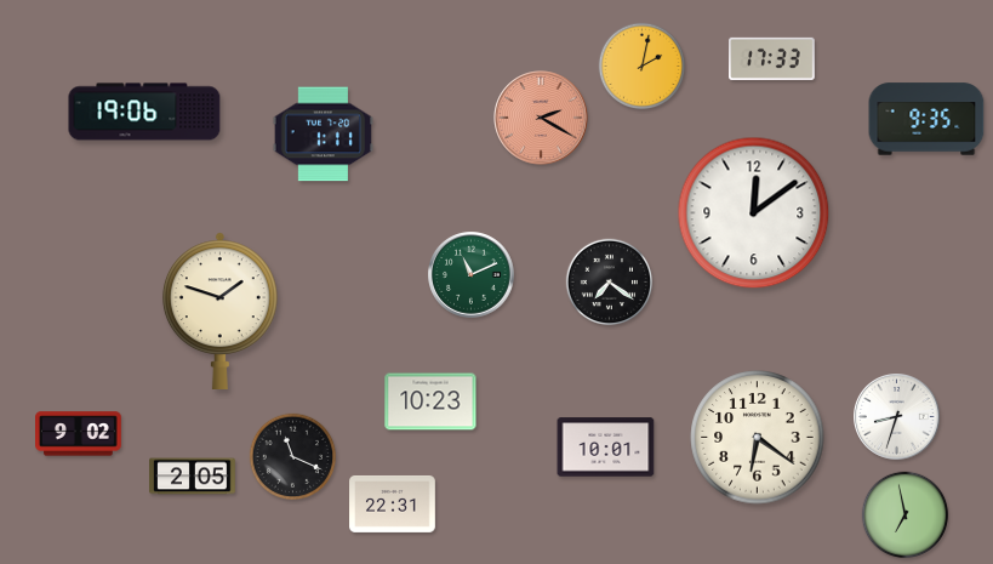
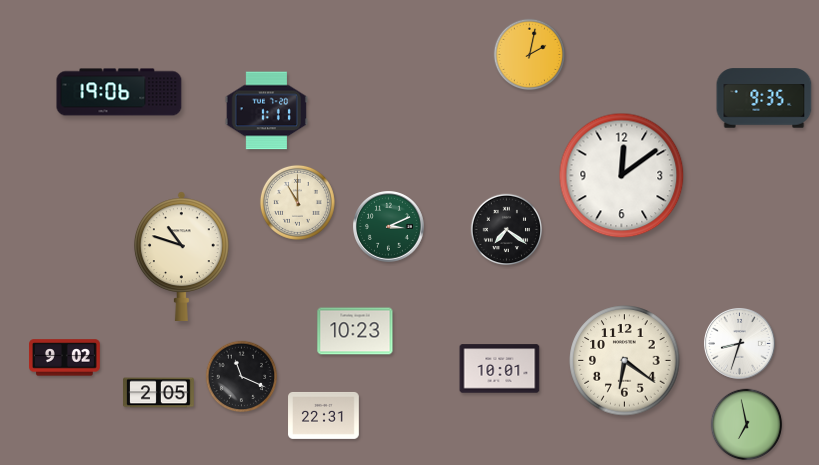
clock at (772, 58): 17:33 -> none
clock at (541, 118): 2:20 -> none
clock at (297, 202): none -> 11:00
clock at (472, 275): 11:11 -> 3:11
clock at (610, 283) position: (610, 283) -> (507, 230)
clock at (219, 311): 1:48 -> 10:48
